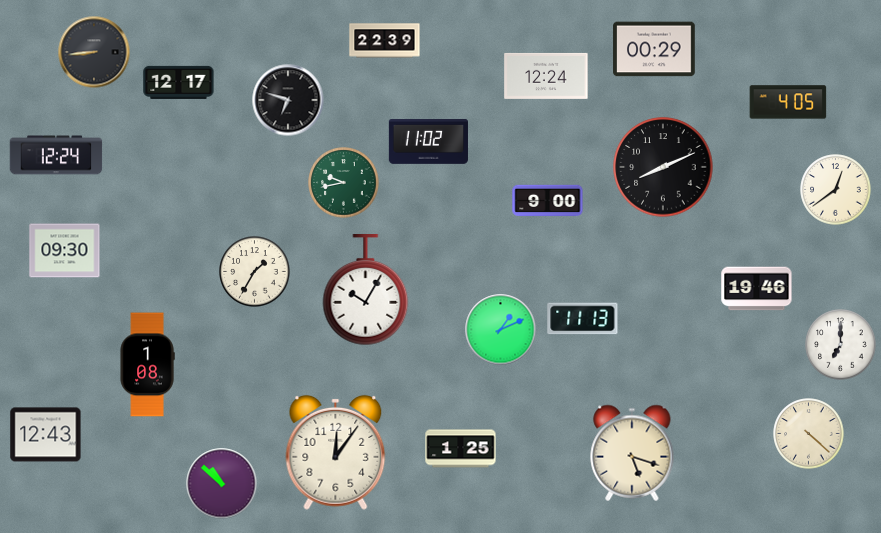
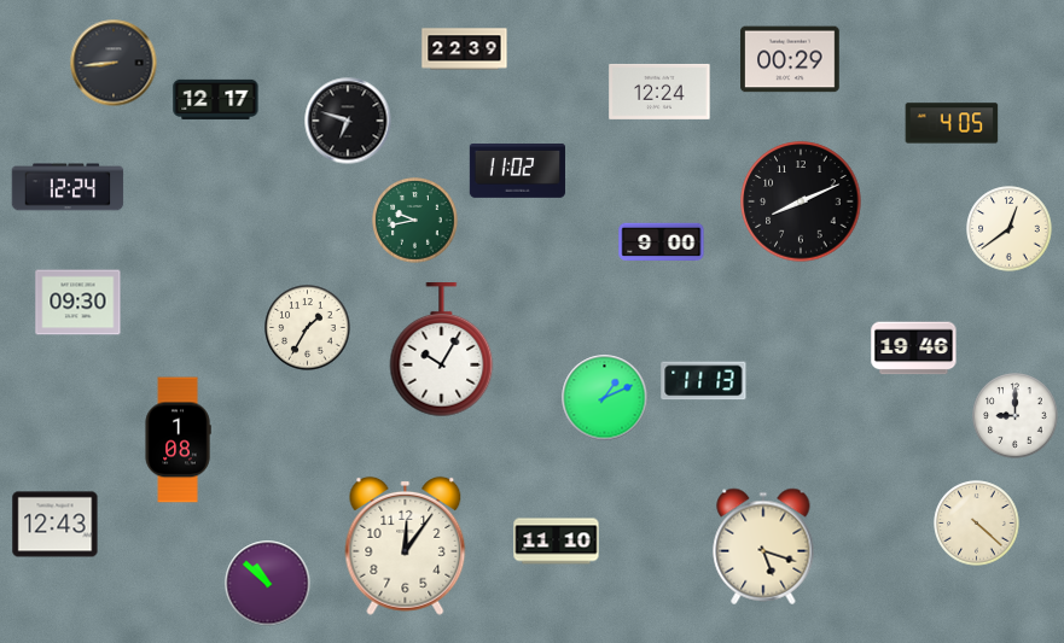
clock at (583, 319) position: (583, 319) -> (704, 381)
clock at (841, 345): 7:00 -> 9:00
clock at (461, 449): 1:25 -> 11:10
